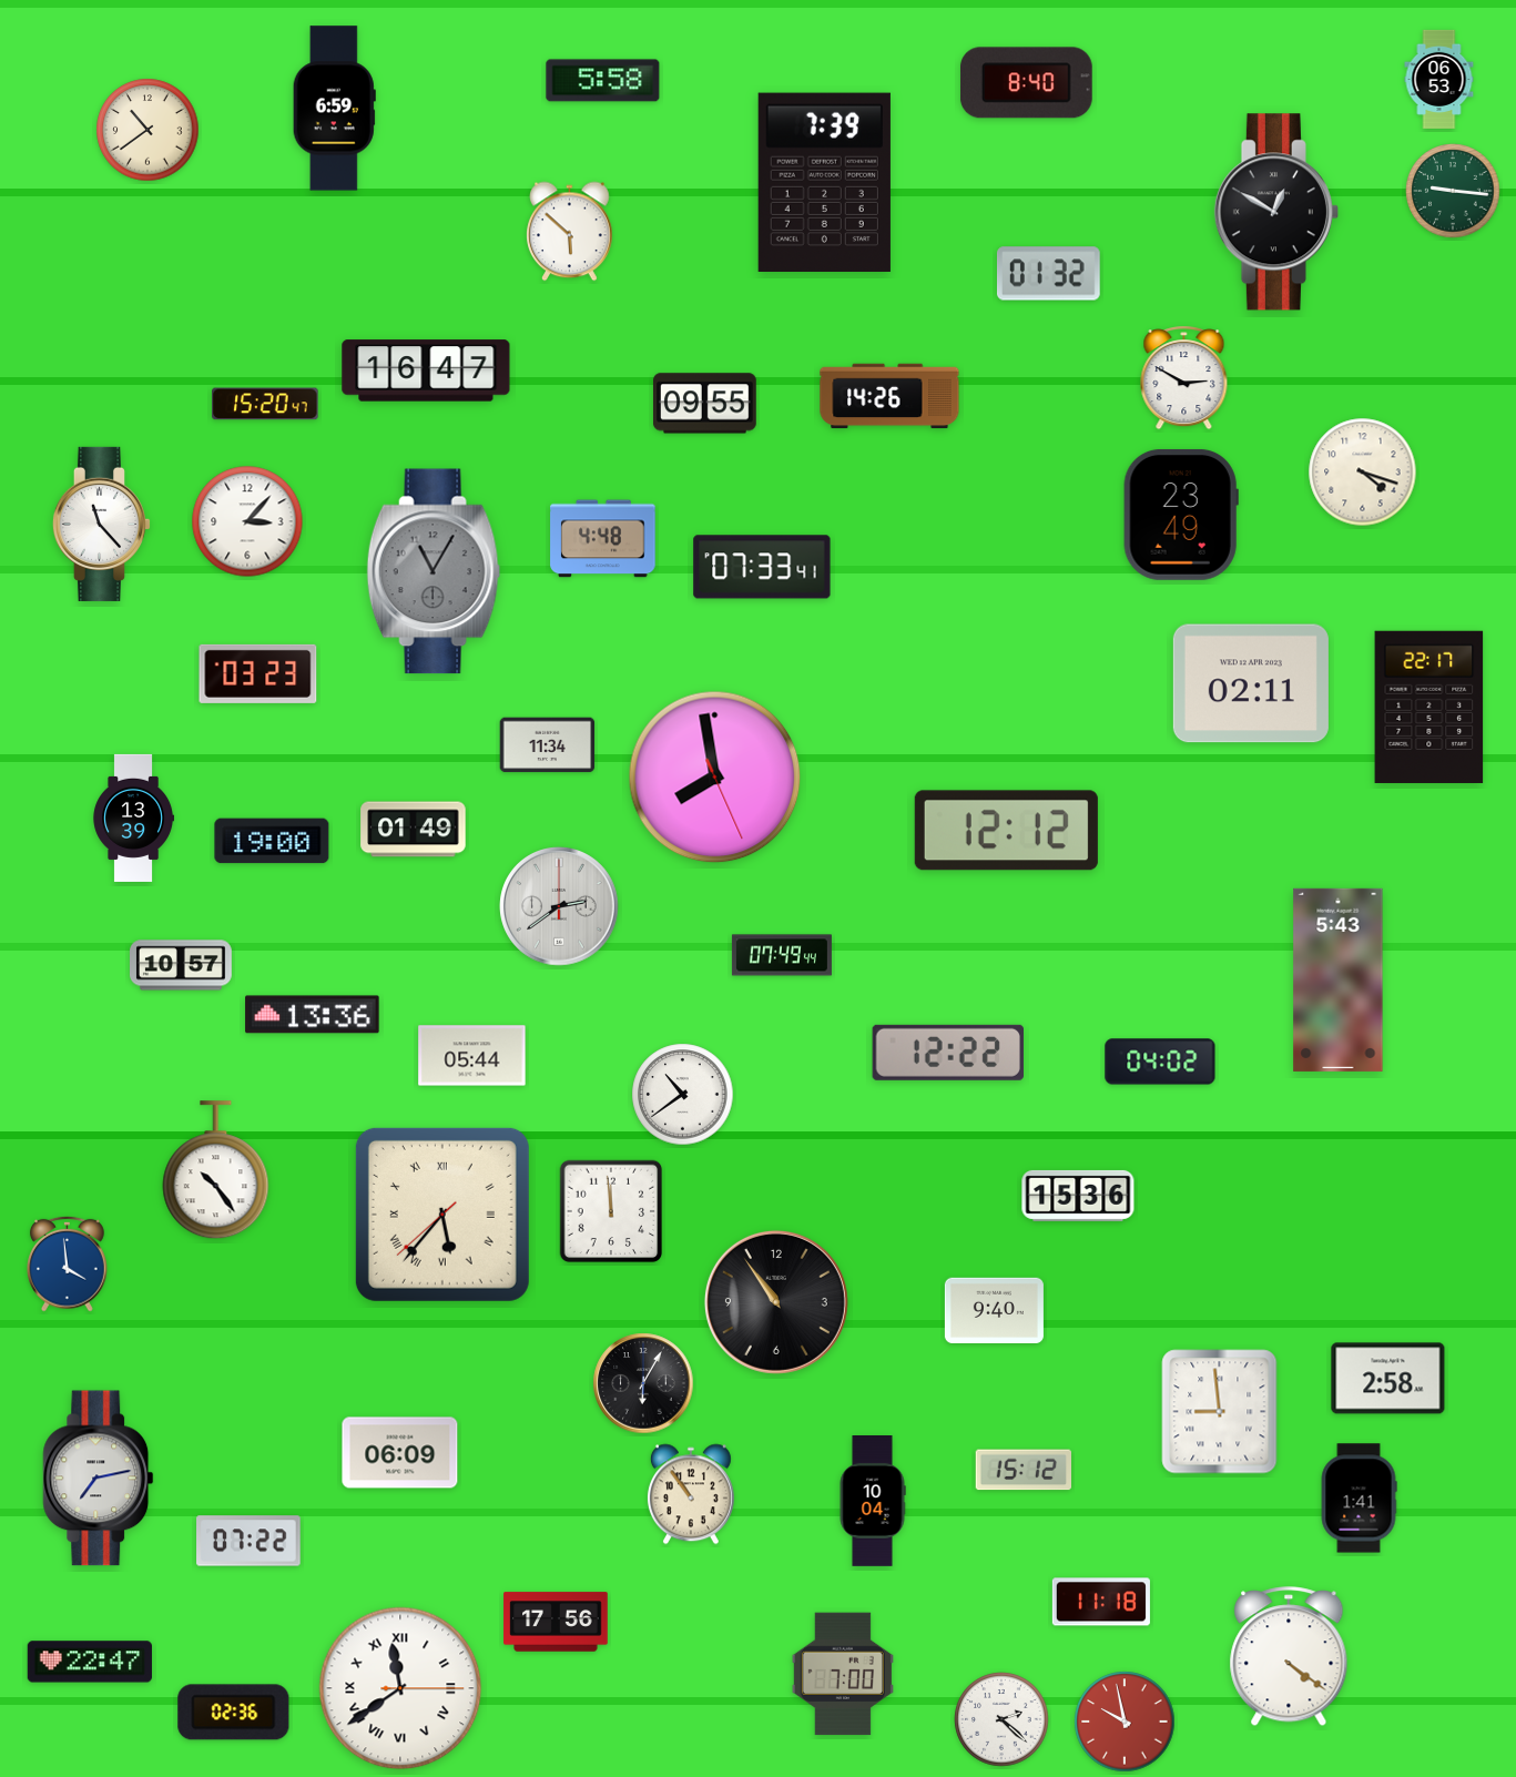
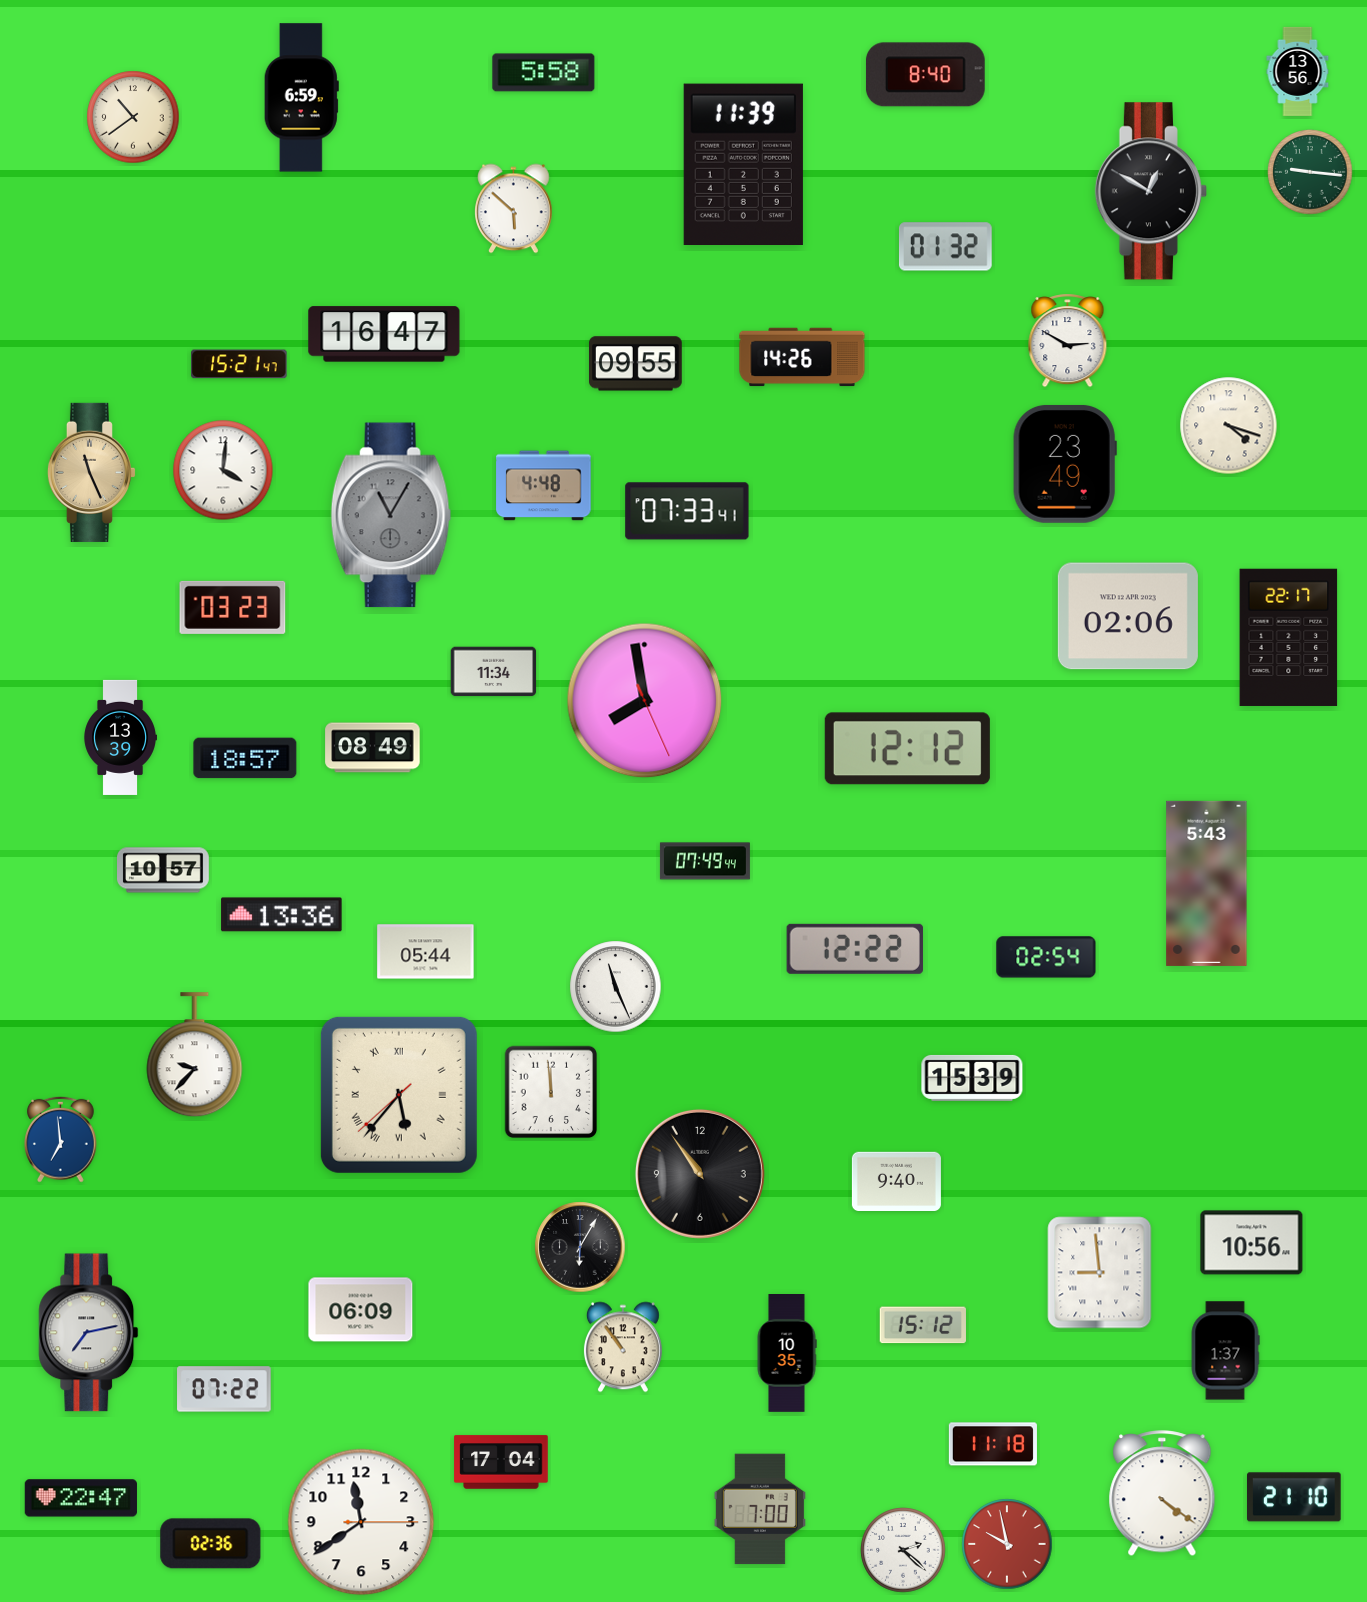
clock at (1439, 79): 06:53 -> 13:56
clock at (824, 182): 7:39 -> 11:39
clock at (265, 404): 15:20 -> 15:21
clock at (247, 521): 3:07 -> 4:01
clock at (101, 524): 11:23 -> 11:26
clock at (101, 524) dial: white -> champagne
clock at (1251, 683): 02:11 -> 02:06
clock at (414, 830): 01:49 -> 08:49
clock at (272, 841): 19:00 -> 18:57
clock at (559, 906): 2:39 -> none
clock at (1160, 1062): 04:02 -> 02:54
clock at (683, 1095): 10:39 -> 11:26
clock at (216, 1170): 10:24 -> 9:37
clock at (1078, 1196): 15:36 -> 15:39
clock at (68, 1263): 3:59 -> 6:59
clock at (1388, 1379): 2:58 -> 10:56
clock at (1359, 1499): 1:41 -> 1:37
clock at (873, 1502): 10:04 -> 10:35
clock at (556, 1622): 17:56 -> 17:04
clock at (1295, 1497): none -> 21:10
clock at (400, 1688) numerals: Roman -> Arabic
clock at (1125, 1722) position: (1125, 1722) -> (1007, 1544)
